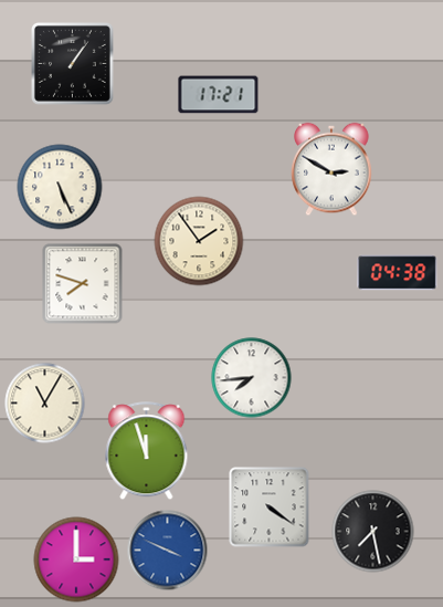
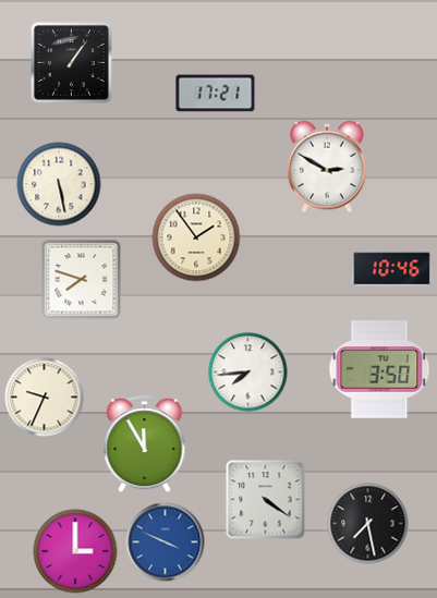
clock at (60, 187): 5:26 -> 5:28
clock at (398, 273): 04:38 -> 10:46
clock at (379, 369): none -> 3:50
clock at (45, 404): 11:05 -> 9:34
clock at (147, 451): 11:57 -> 11:55
